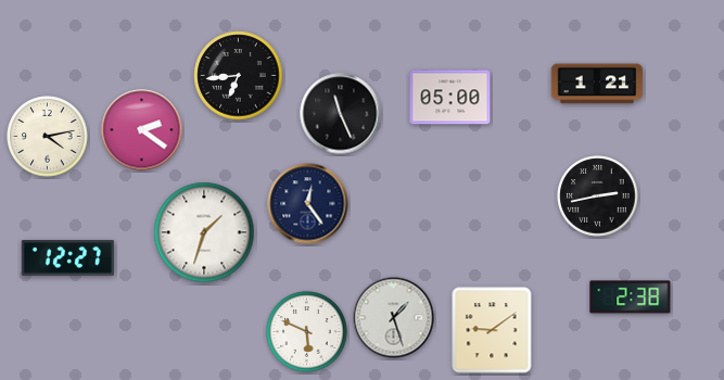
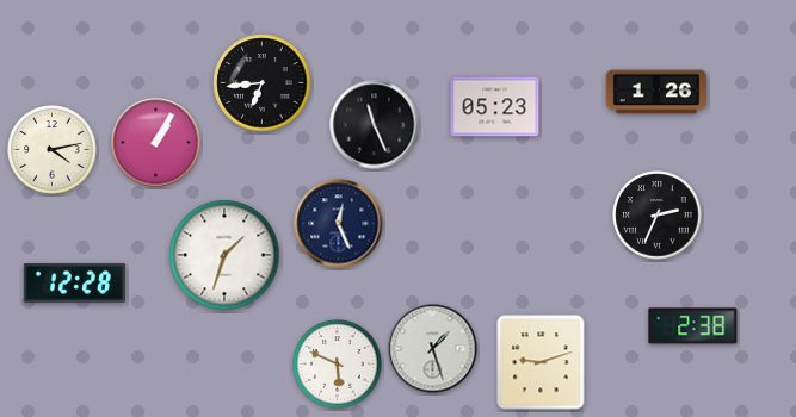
clock at (597, 84): 1:21 -> 1:26
clock at (450, 98): 05:00 -> 05:23
clock at (142, 130): 2:21 -> 1:05
clock at (598, 197): 2:43 -> 2:34
clock at (308, 204): 12:24 -> 12:26
clock at (67, 258): 12:27 -> 12:28
clock at (492, 330): 9:09 -> 9:12
